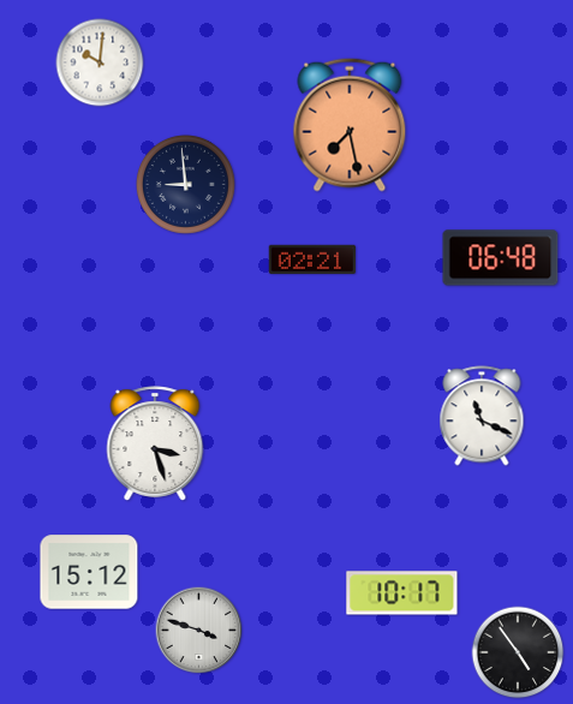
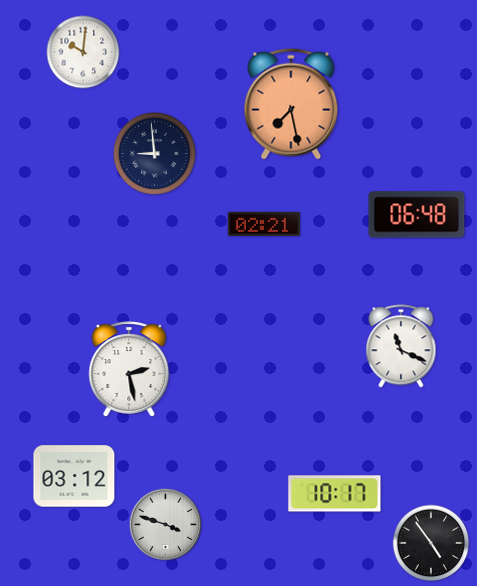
clock at (311, 259) position: (311, 259) -> (263, 224)
clock at (155, 443): 3:27 -> 2:28
clock at (89, 572): 15:12 -> 03:12
